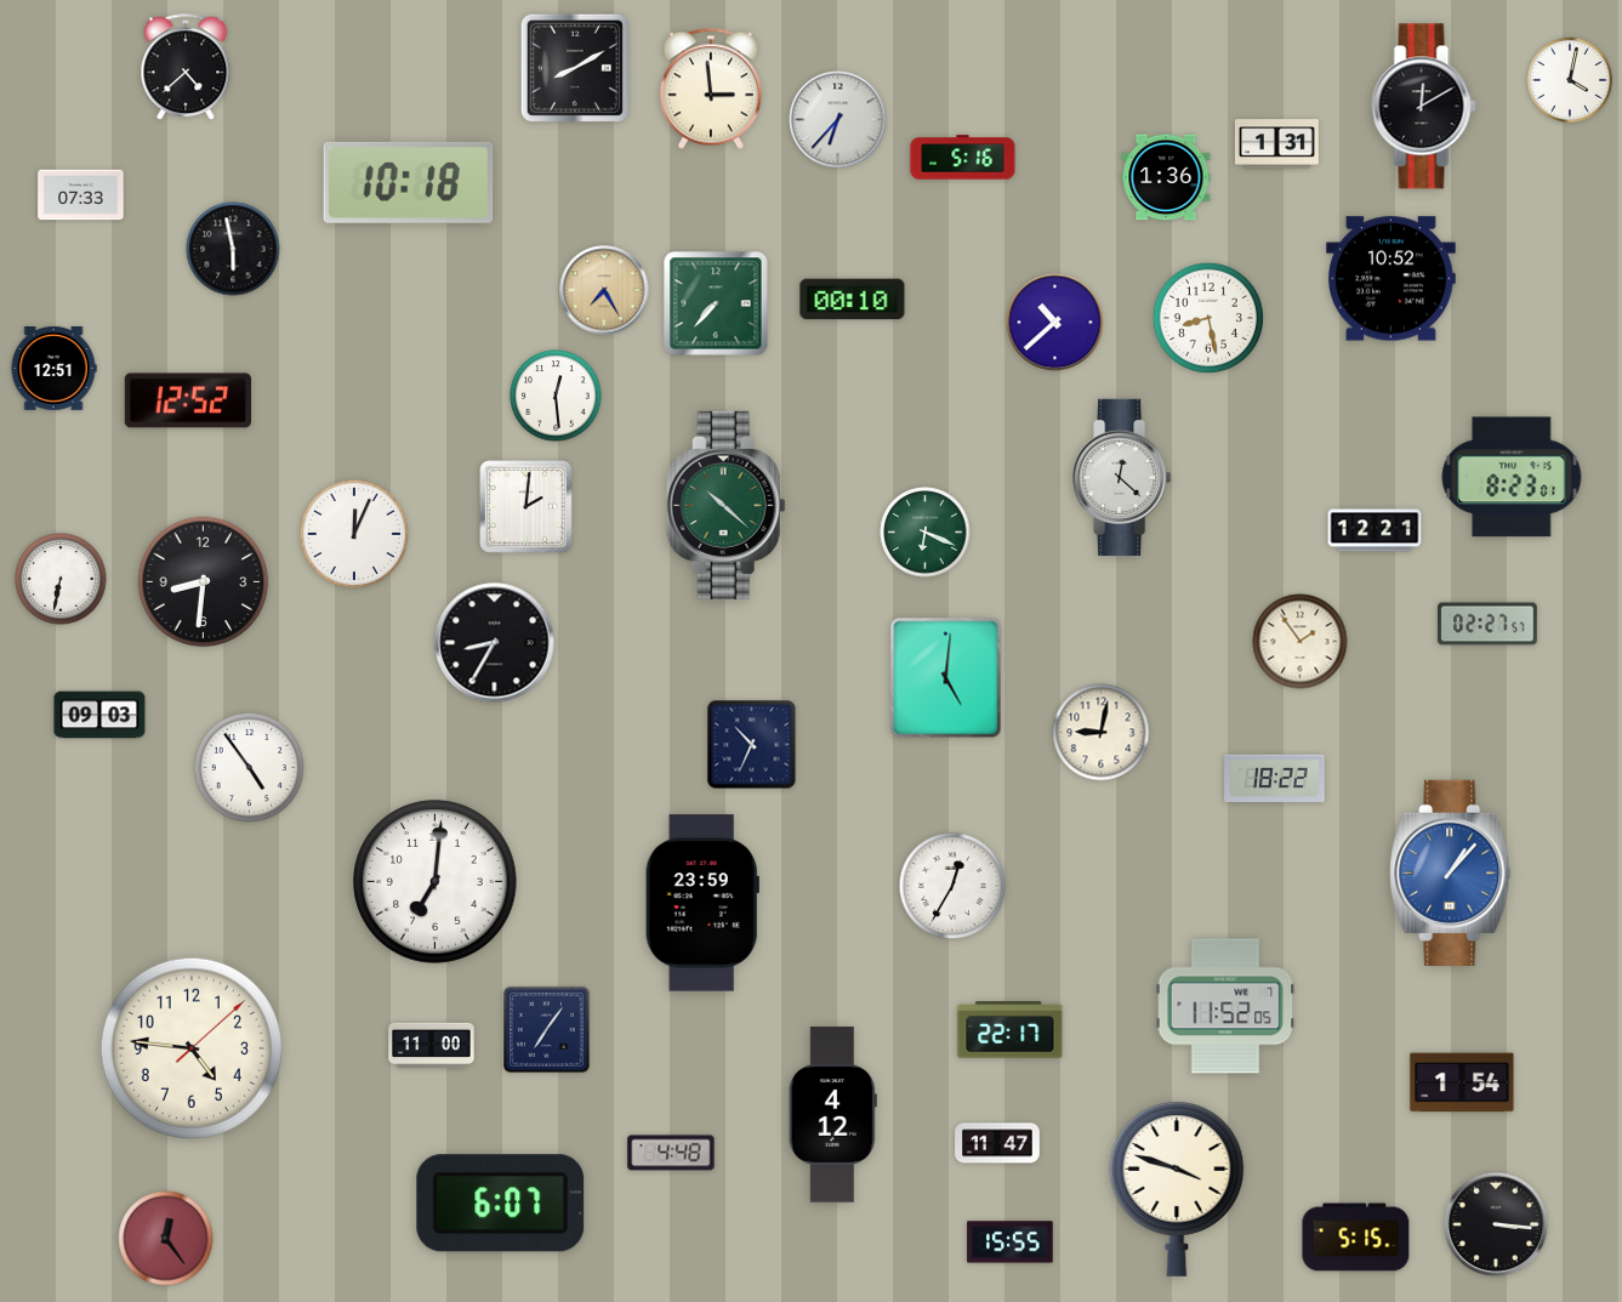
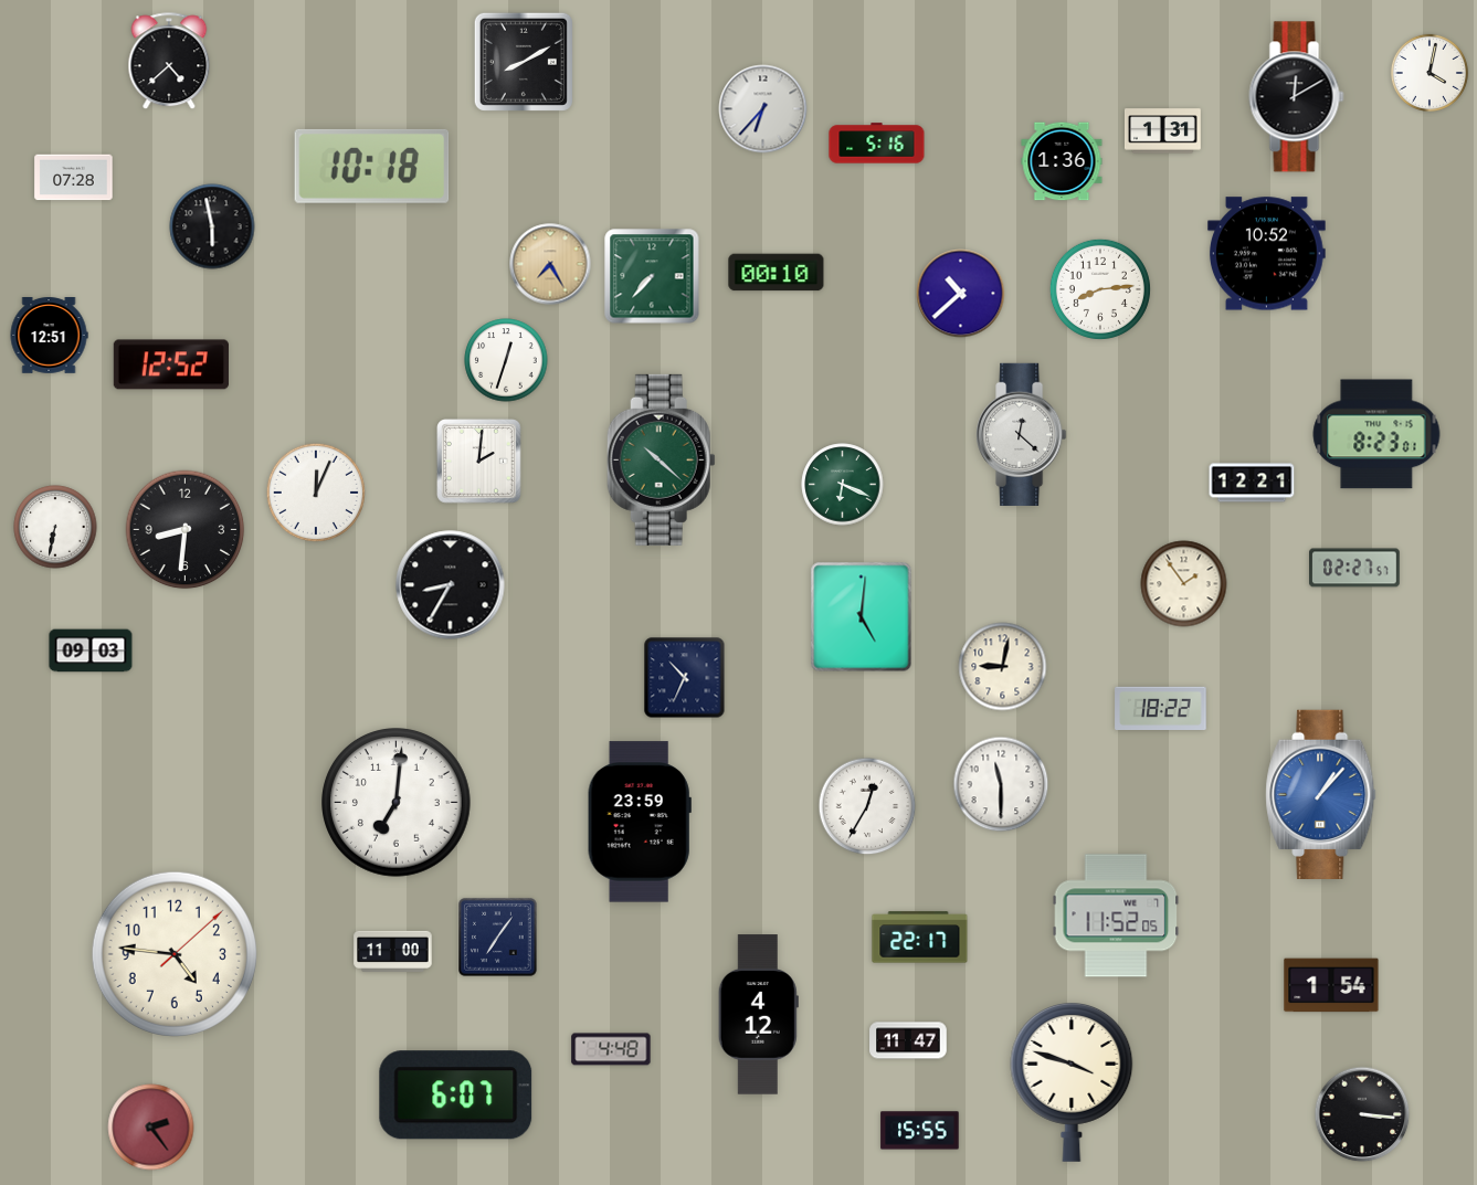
clock at (711, 89): 2:59 -> none
clock at (81, 195): 07:33 -> 07:28
clock at (1208, 318): 8:28 -> 8:14
clock at (556, 396): 12:29 -> 12:33
clock at (353, 533) position: (353, 533) -> (315, 491)
clock at (249, 767): 4:54 -> none
clock at (1001, 784): none -> 11:30
clock at (1356, 1238): 5:15 -> none
clock at (166, 1239): 12:24 -> 2:24
